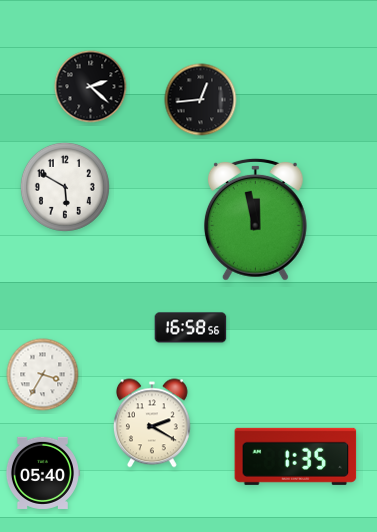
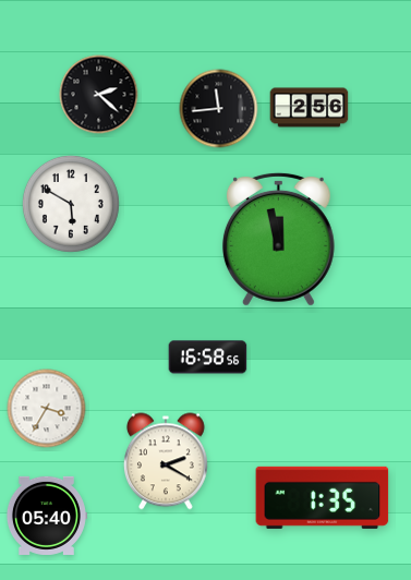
clock at (310, 108): none -> 2:56
clock at (201, 100): 12:44 -> 11:44
